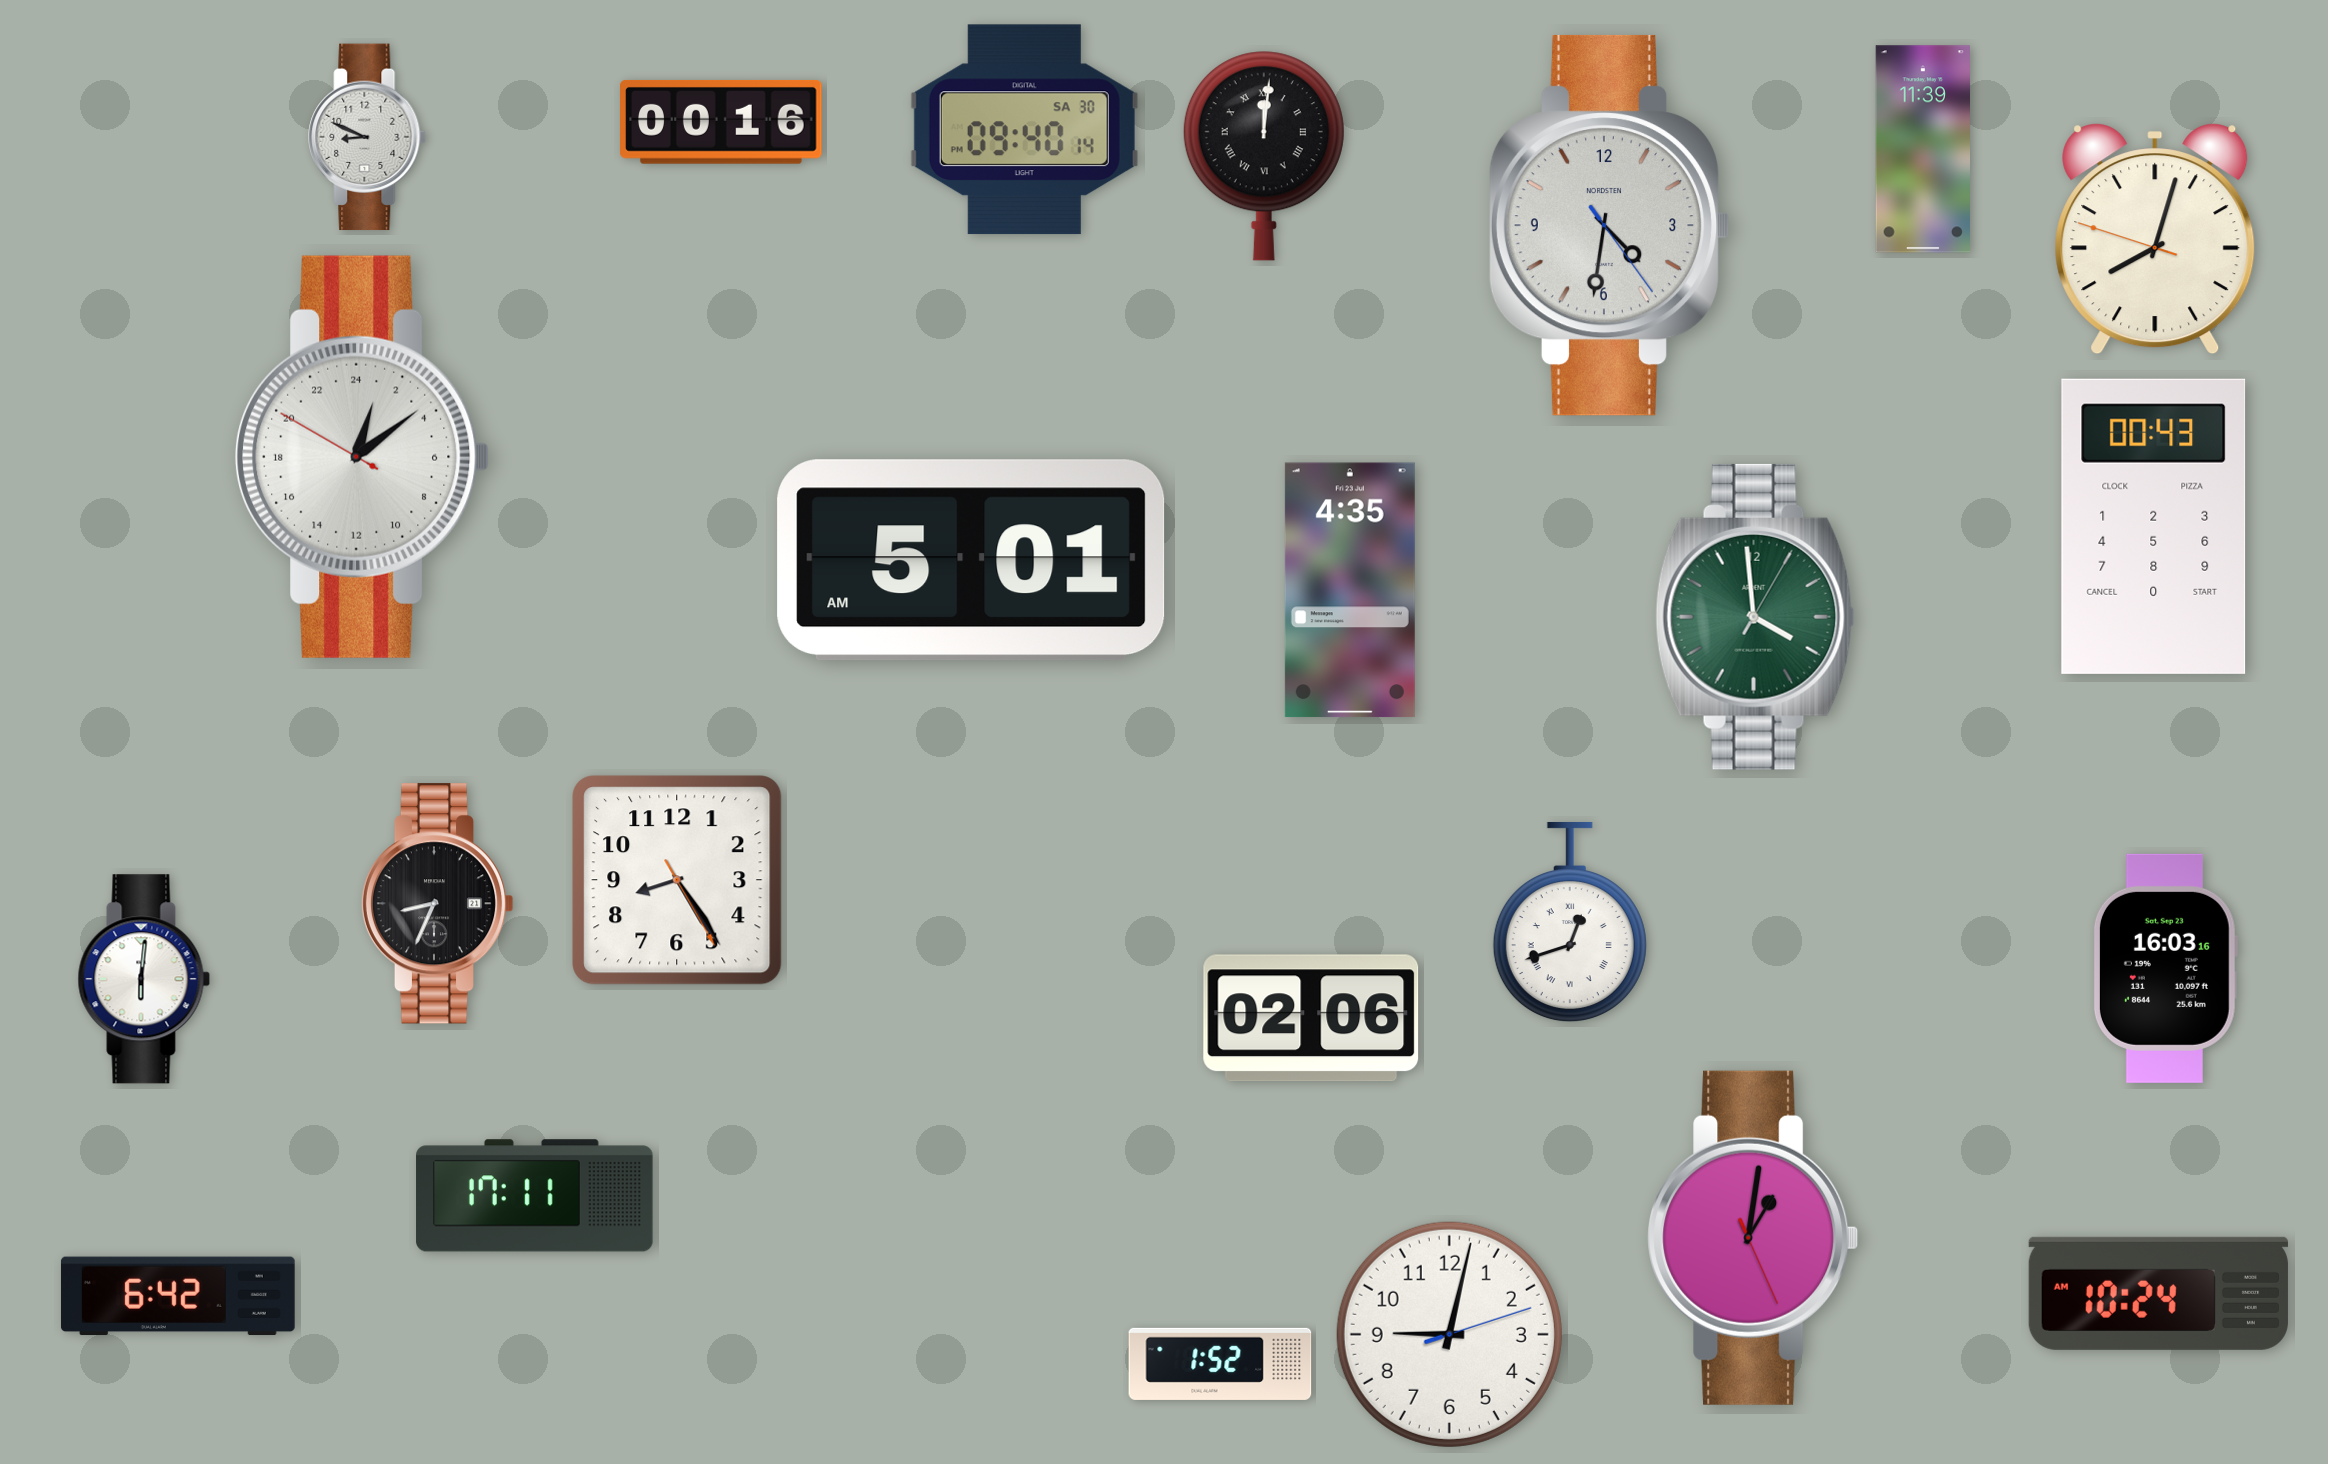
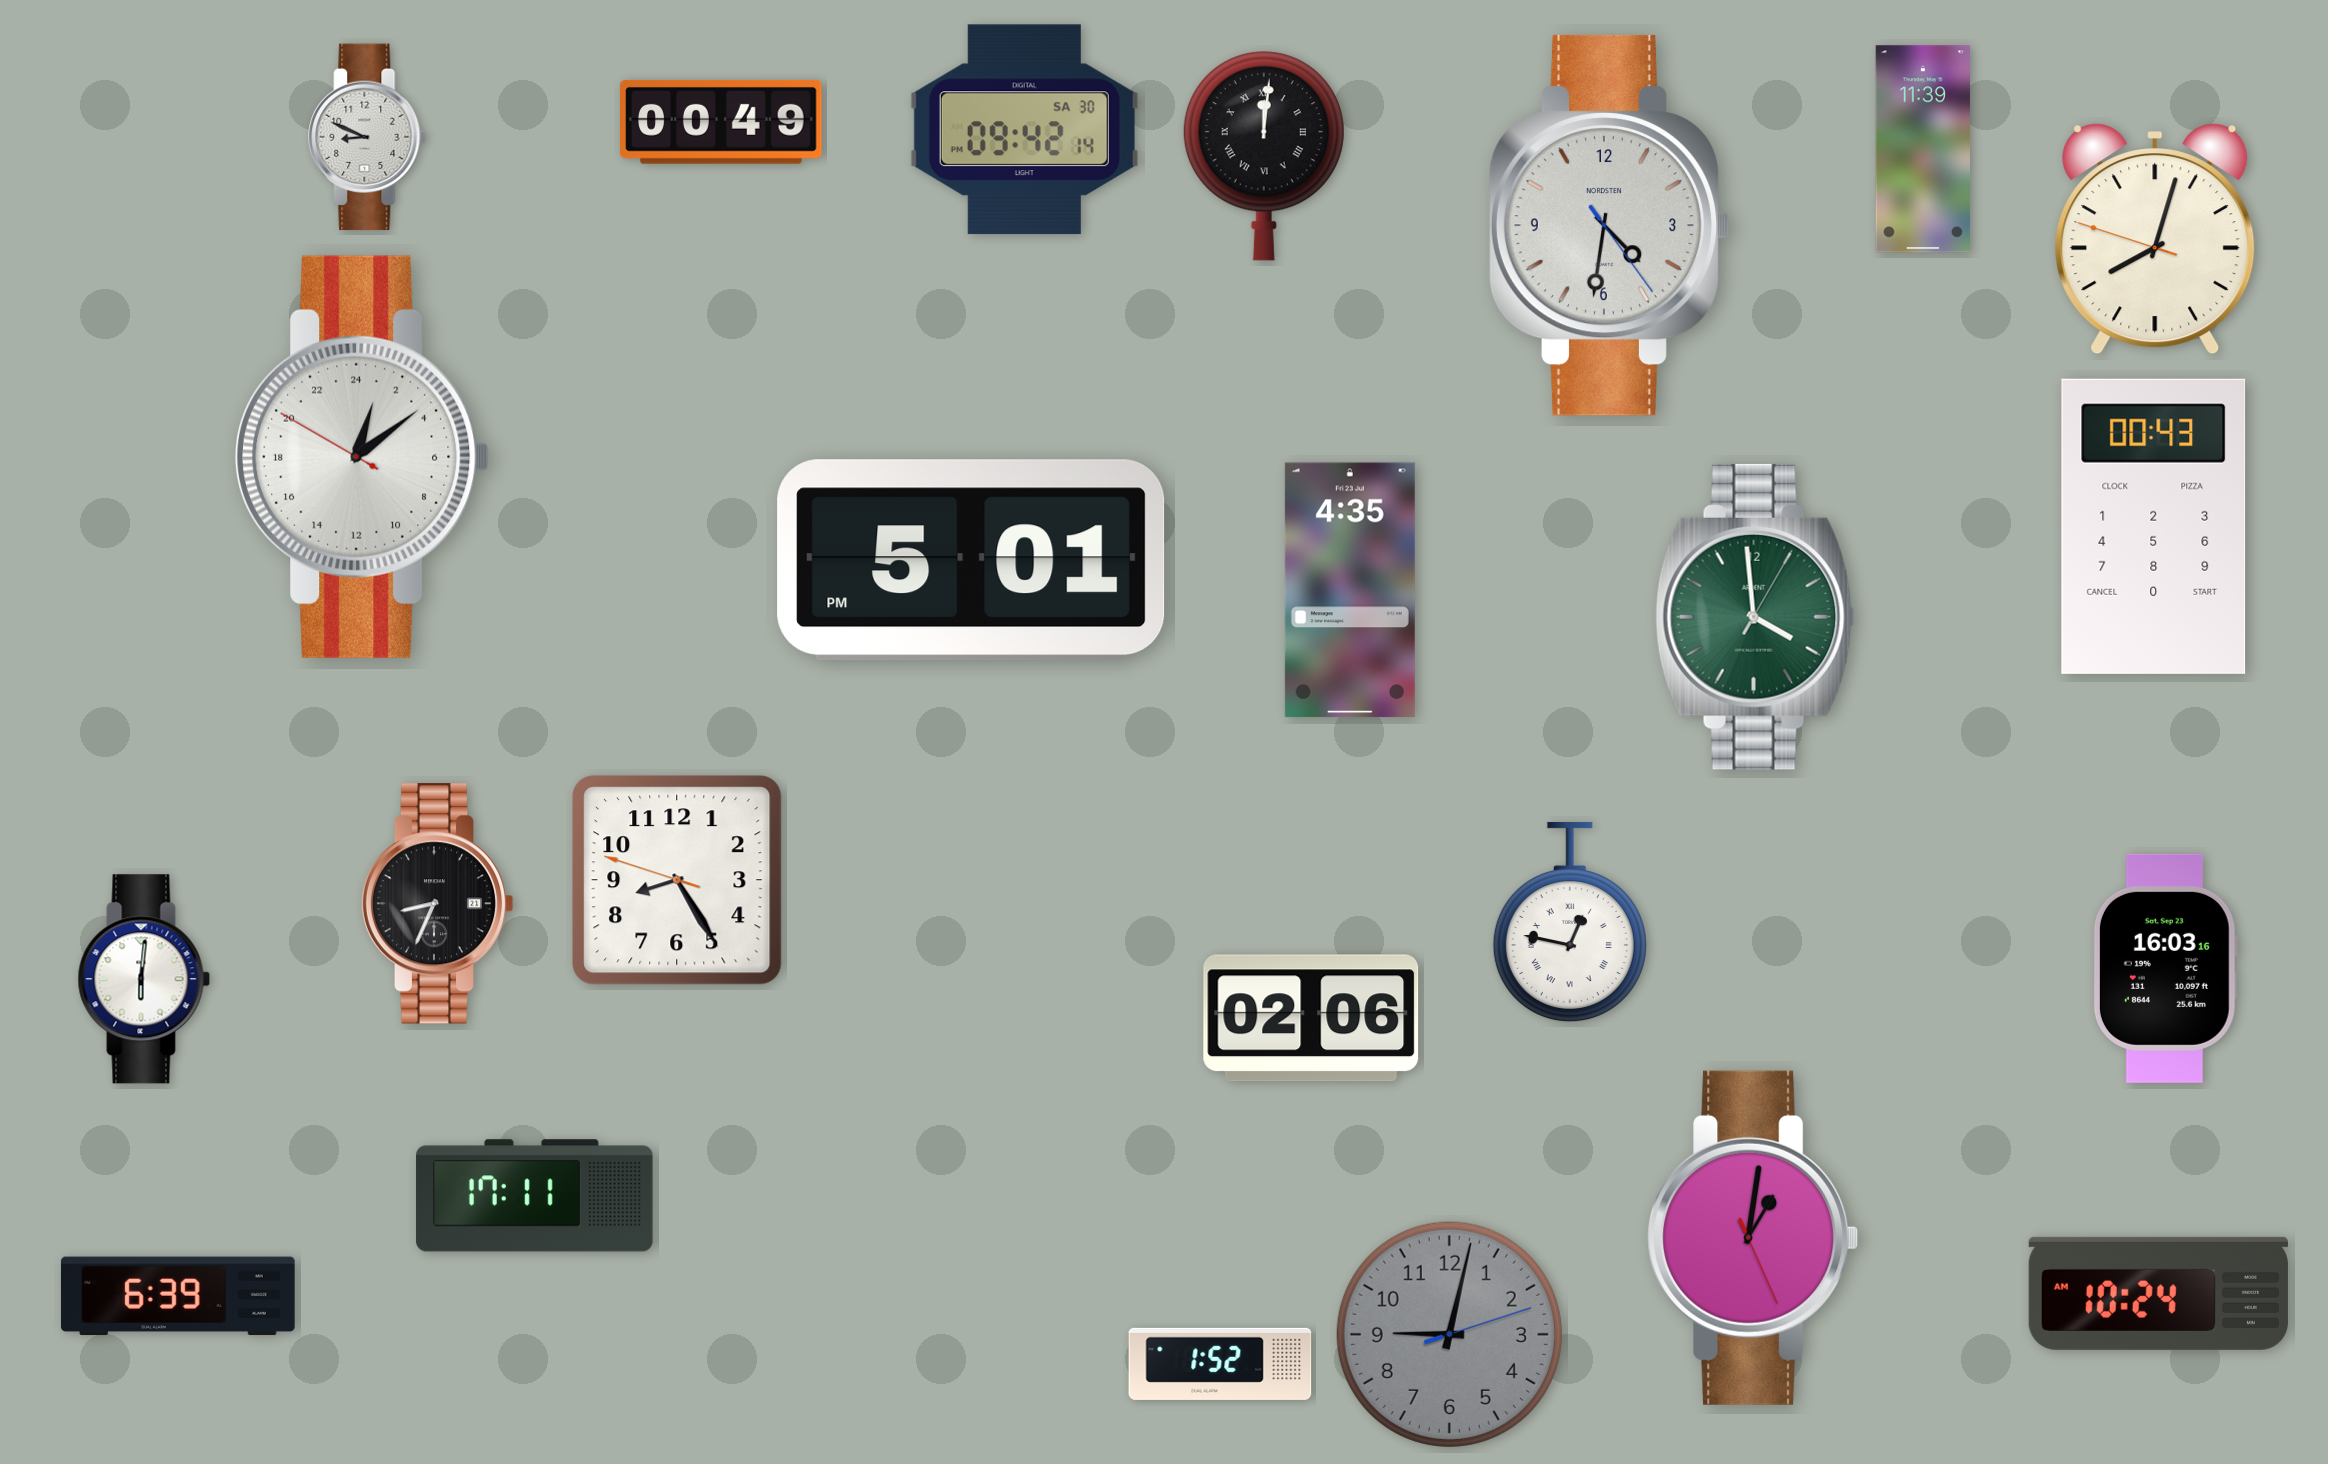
clock at (721, 122): 00:16 -> 00:49
clock at (1024, 130): 09:40 -> 09:42
clock at (971, 560): 5:01 AM -> 5:01 PM
clock at (677, 880): 8:24:25 -> 8:24:48
clock at (1570, 922): 12:42 -> 12:47
clock at (178, 1296): 6:42 -> 6:39
clock at (1449, 1334) dial: white -> grey
